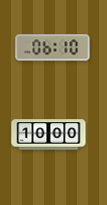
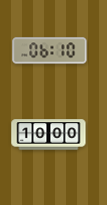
clock at (53, 48) position: (53, 48) -> (50, 51)
